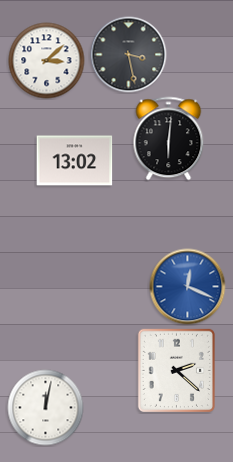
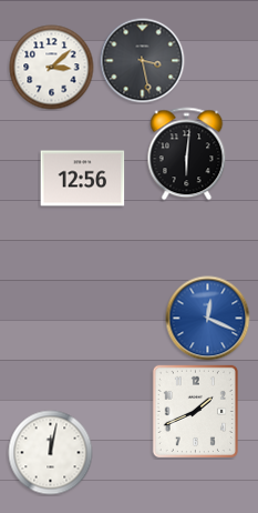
clock at (75, 161): 13:02 -> 12:56
clock at (176, 370): 2:22 -> 1:41
